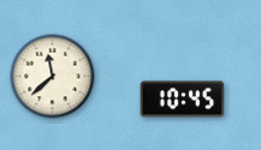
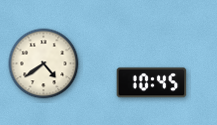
clock at (53, 77): 11:38 -> 4:39
